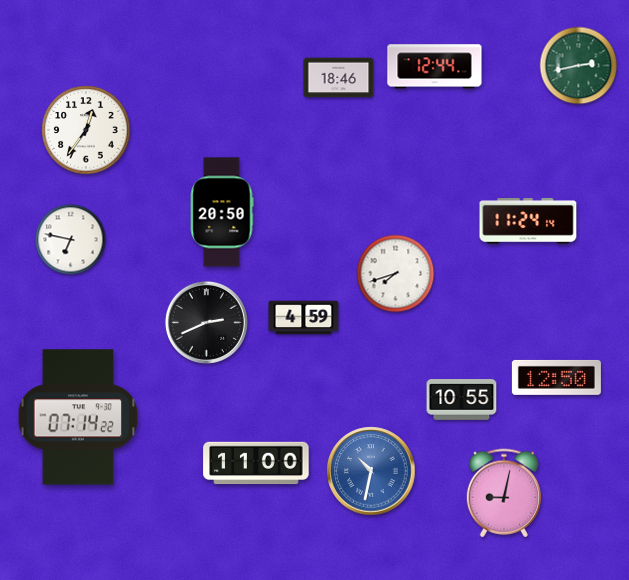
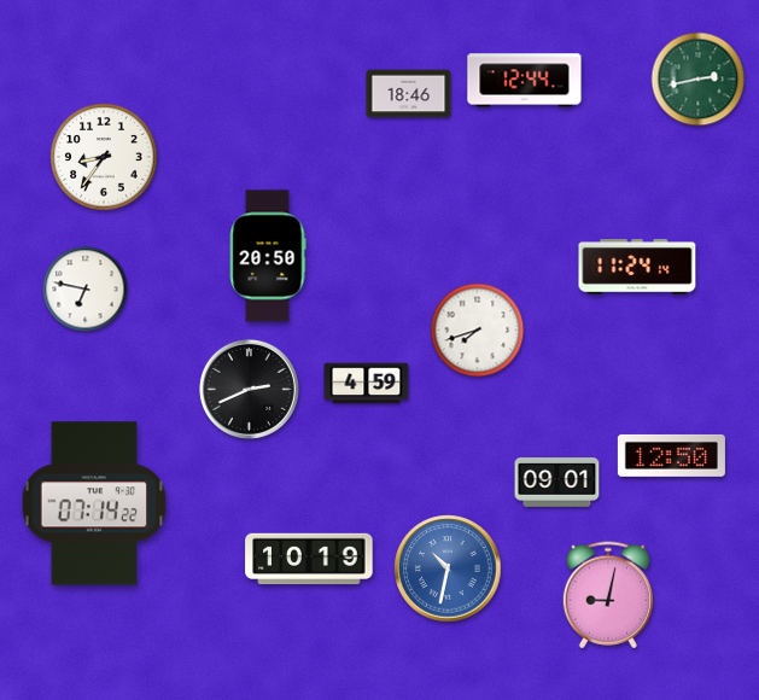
clock at (86, 130): 12:36 -> 8:36
clock at (462, 400): 10:55 -> 09:01
clock at (256, 463): 11:00 -> 10:19
